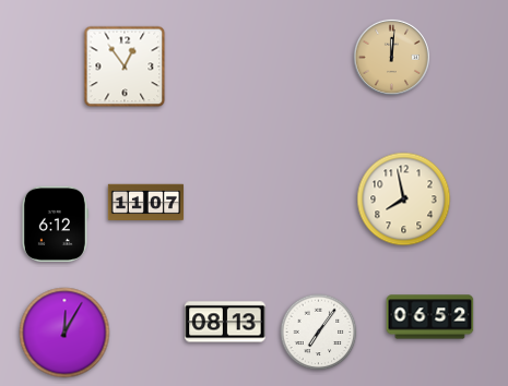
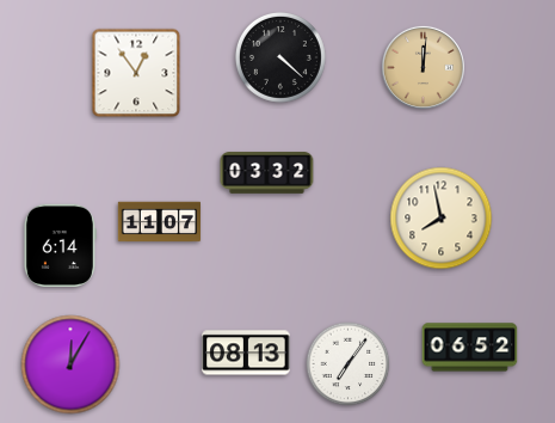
clock at (280, 57): none -> 4:22
clock at (391, 57) position: (391, 57) -> (423, 67)
clock at (267, 173): none -> 03:32
clock at (55, 224): 6:12 -> 6:14
